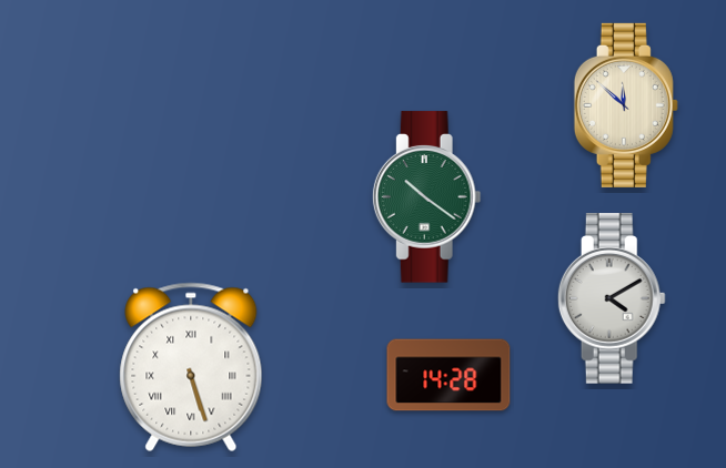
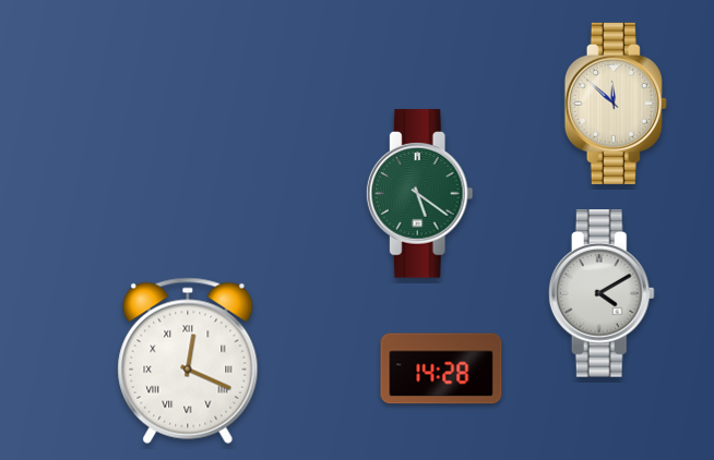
clock at (426, 197): 10:21 -> 5:21
clock at (191, 367): 5:27 -> 12:19
